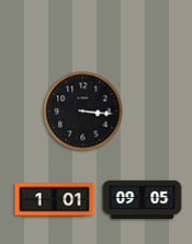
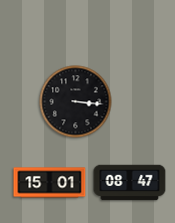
clock at (55, 200): 1:01 -> 15:01
clock at (143, 200): 09:05 -> 08:47
